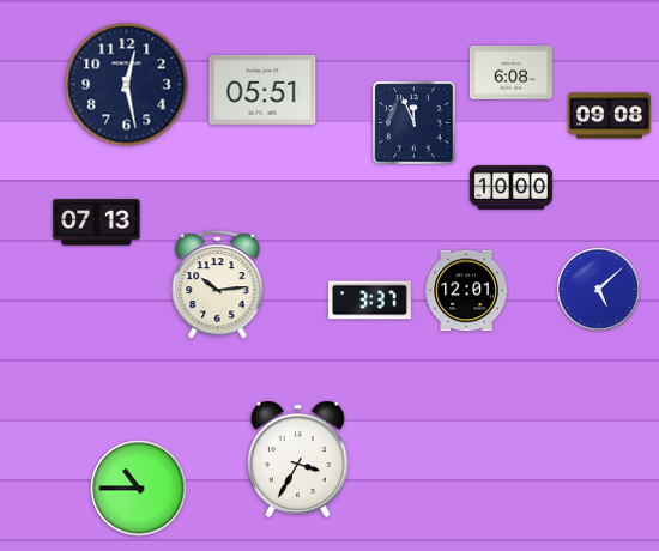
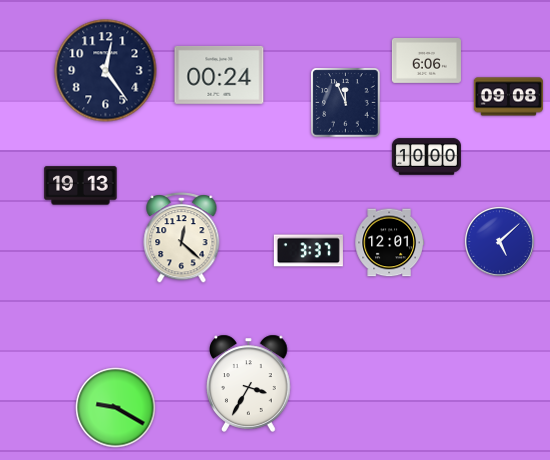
clock at (510, 73): 6:08 -> 6:06
clock at (127, 85): 12:28 -> 12:24
clock at (262, 90): 05:51 -> 00:24
clock at (97, 223): 07:13 -> 19:13
clock at (218, 285): 10:14 -> 12:22
clock at (139, 489): 10:45 -> 9:20
